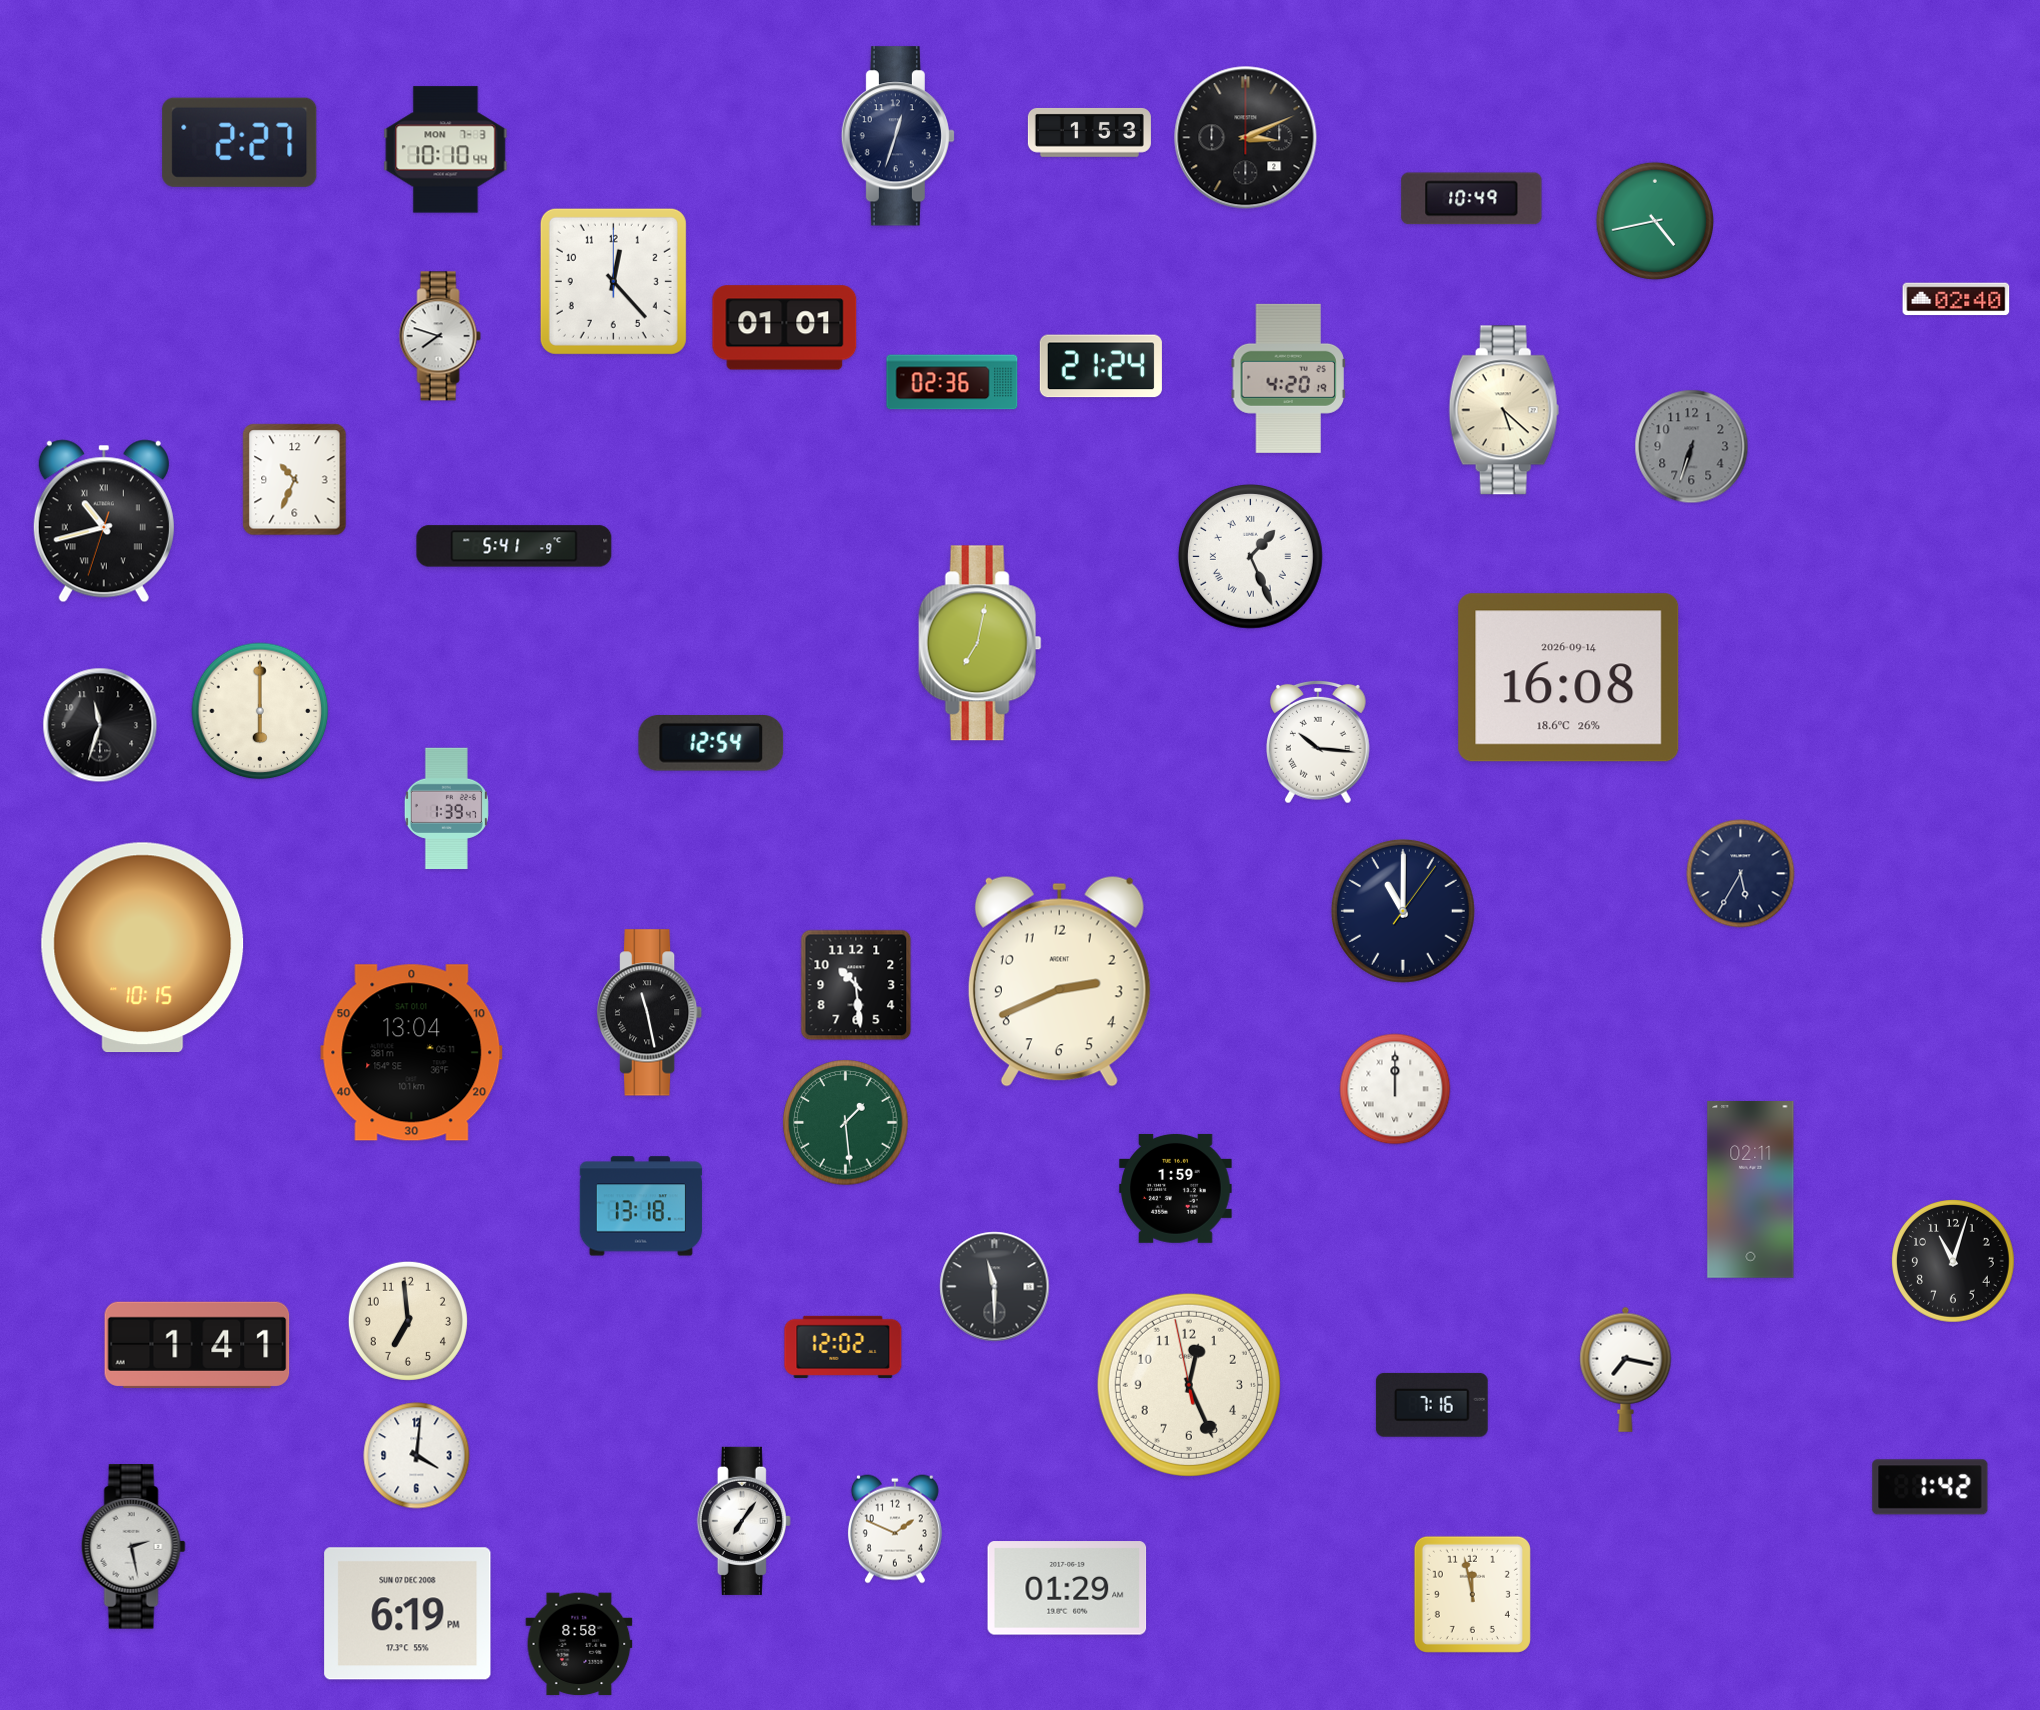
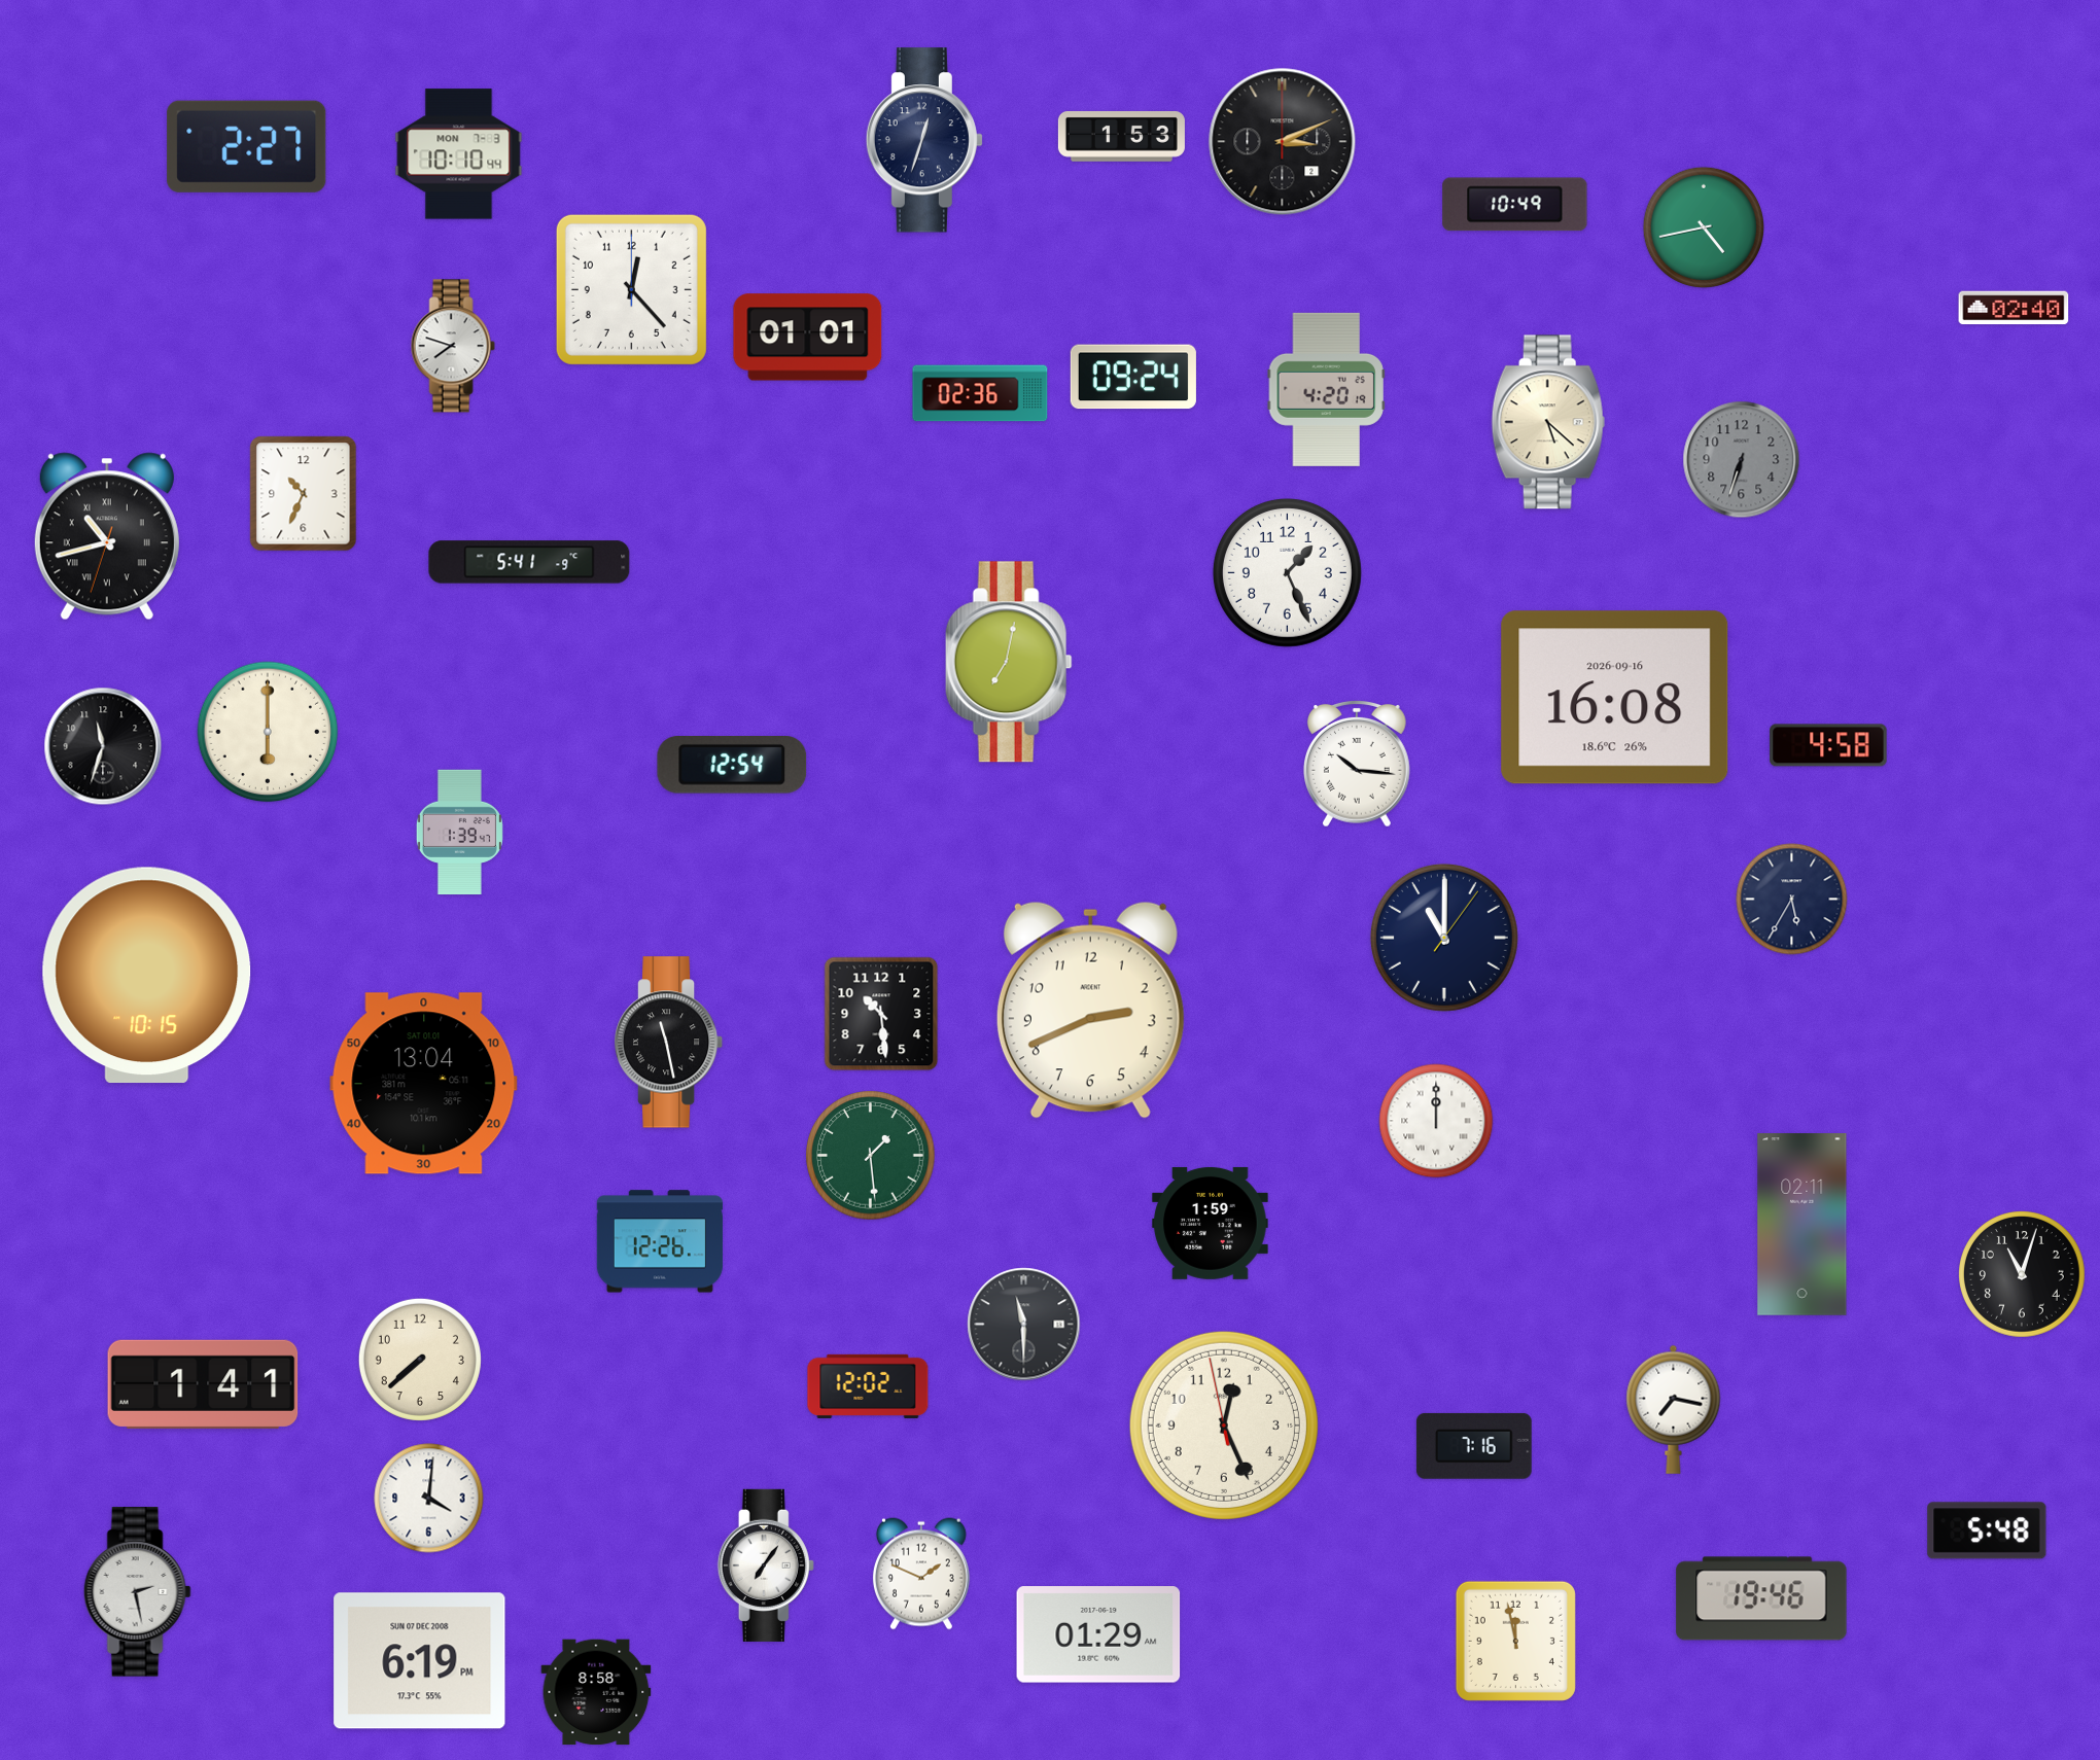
clock at (1101, 366): 21:24 -> 09:24
clock at (1250, 556) numerals: Roman -> Arabic
clock at (1569, 678) date: 2026-09-14 -> 2026-09-16
clock at (1828, 745): none -> 4:58
clock at (641, 1206): 13:18 -> 12:26
clock at (1954, 1262) position: (1954, 1262) -> (2023, 1275)
clock at (408, 1321): 6:59 -> 7:38
clock at (1930, 1487): 1:42 -> 5:48
clock at (1761, 1598): none -> 19:46
